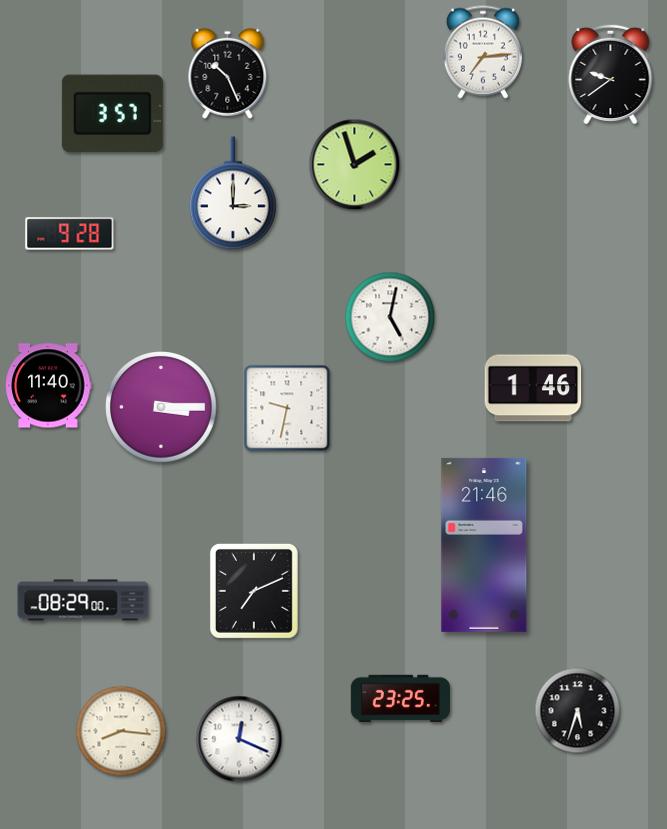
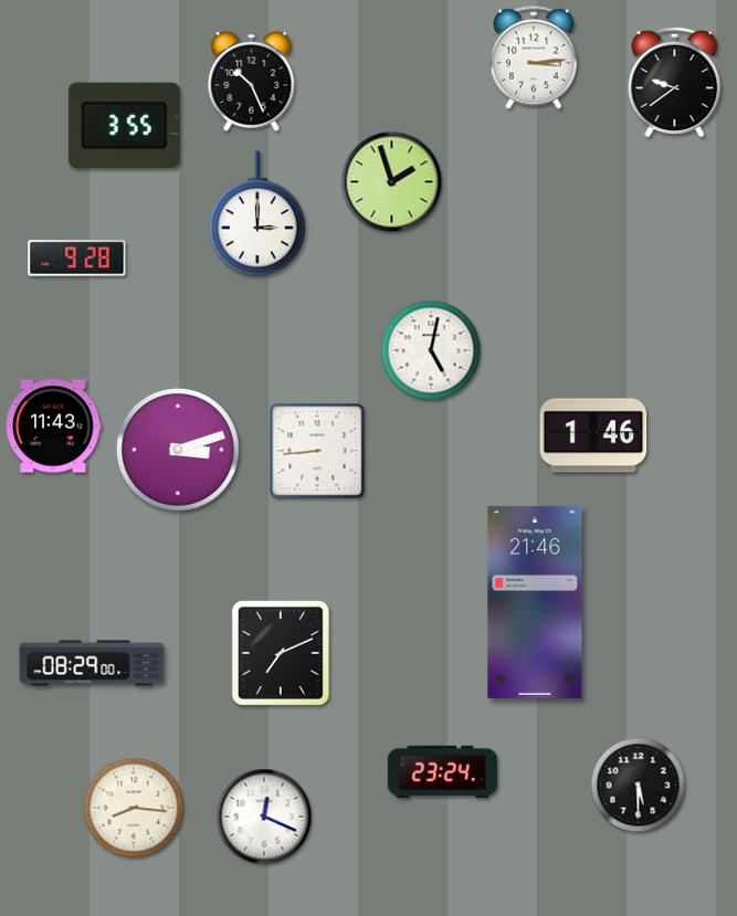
clock at (483, 52): 7:14 -> 3:14
clock at (112, 114): 3:57 -> 3:55
clock at (49, 386): 11:40 -> 11:43
clock at (533, 388) position: (533, 388) -> (593, 435)
clock at (161, 407): 3:15 -> 3:12
clock at (287, 408): 9:32 -> 8:44
clock at (400, 699): 23:25 -> 23:24
clock at (578, 711): 5:33 -> 5:30
